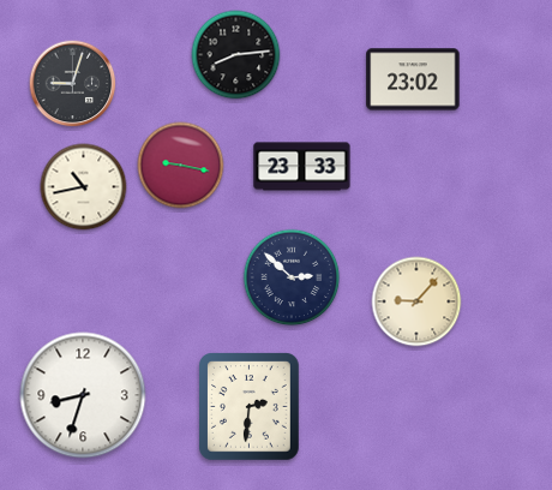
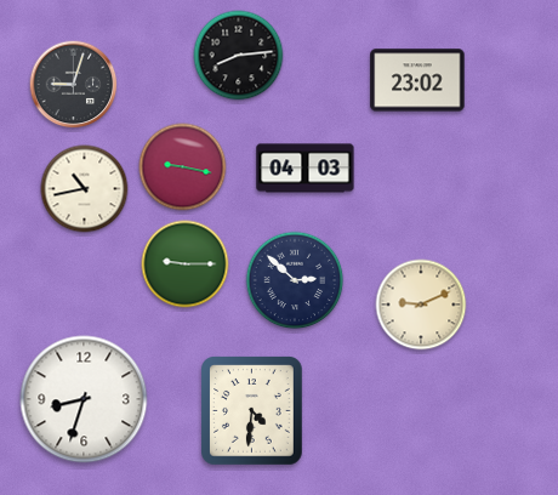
clock at (302, 167): 23:33 -> 04:03
clock at (186, 264): none -> 9:15
clock at (416, 301): 9:07 -> 9:11
clock at (250, 407): 2:31 -> 4:31
